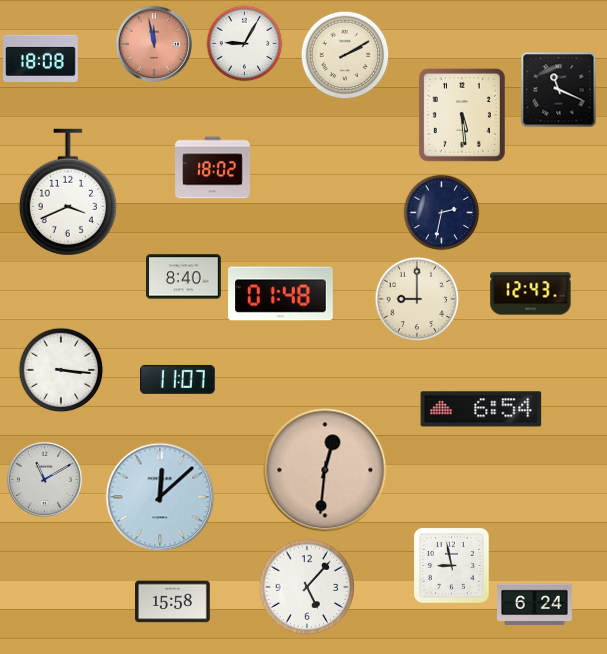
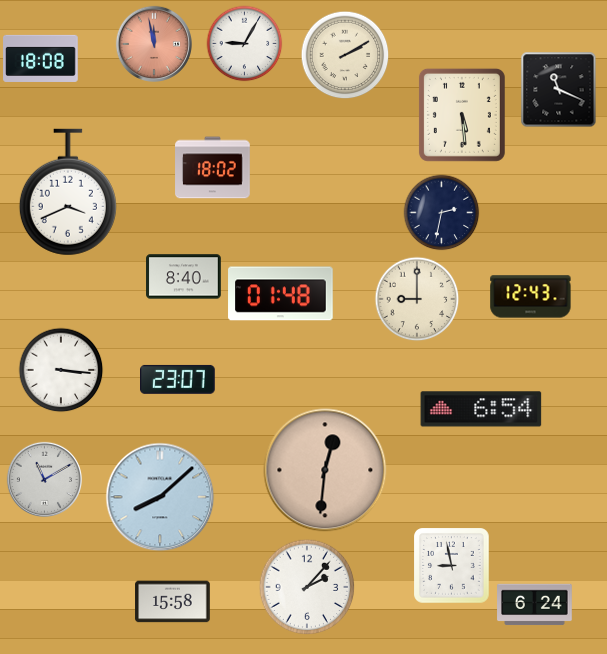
clock at (531, 294) position: (531, 294) -> (531, 297)
clock at (178, 379): 11:07 -> 23:07
clock at (160, 497): 12:08 -> 8:08
clock at (307, 587): 5:07 -> 2:07
